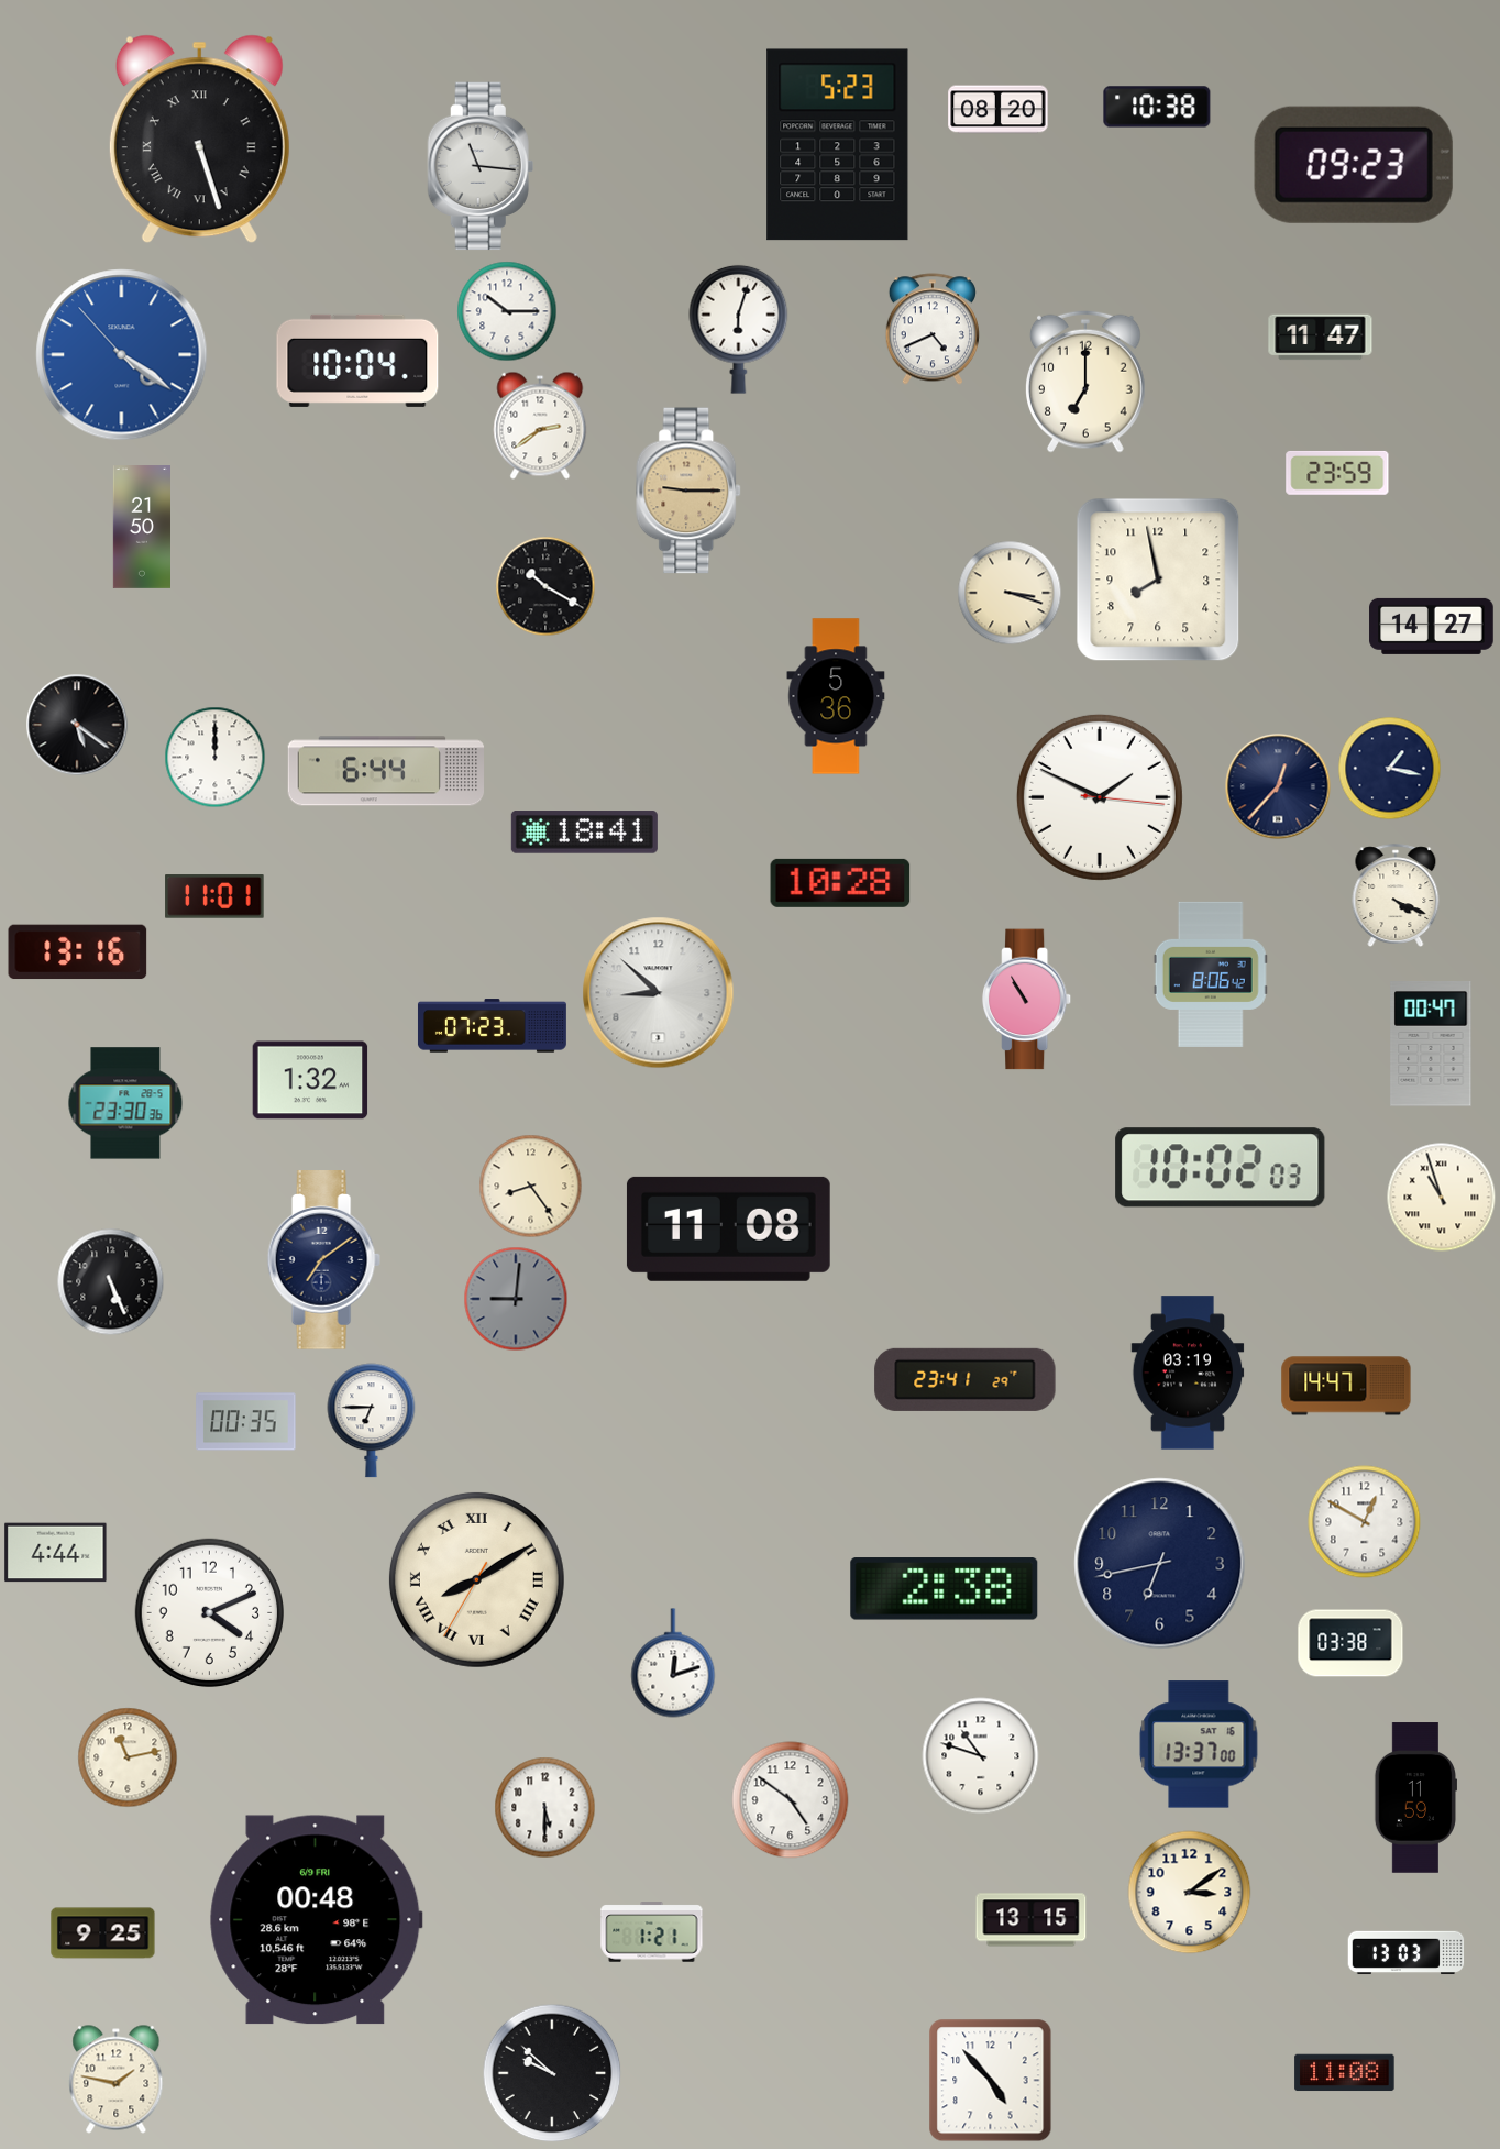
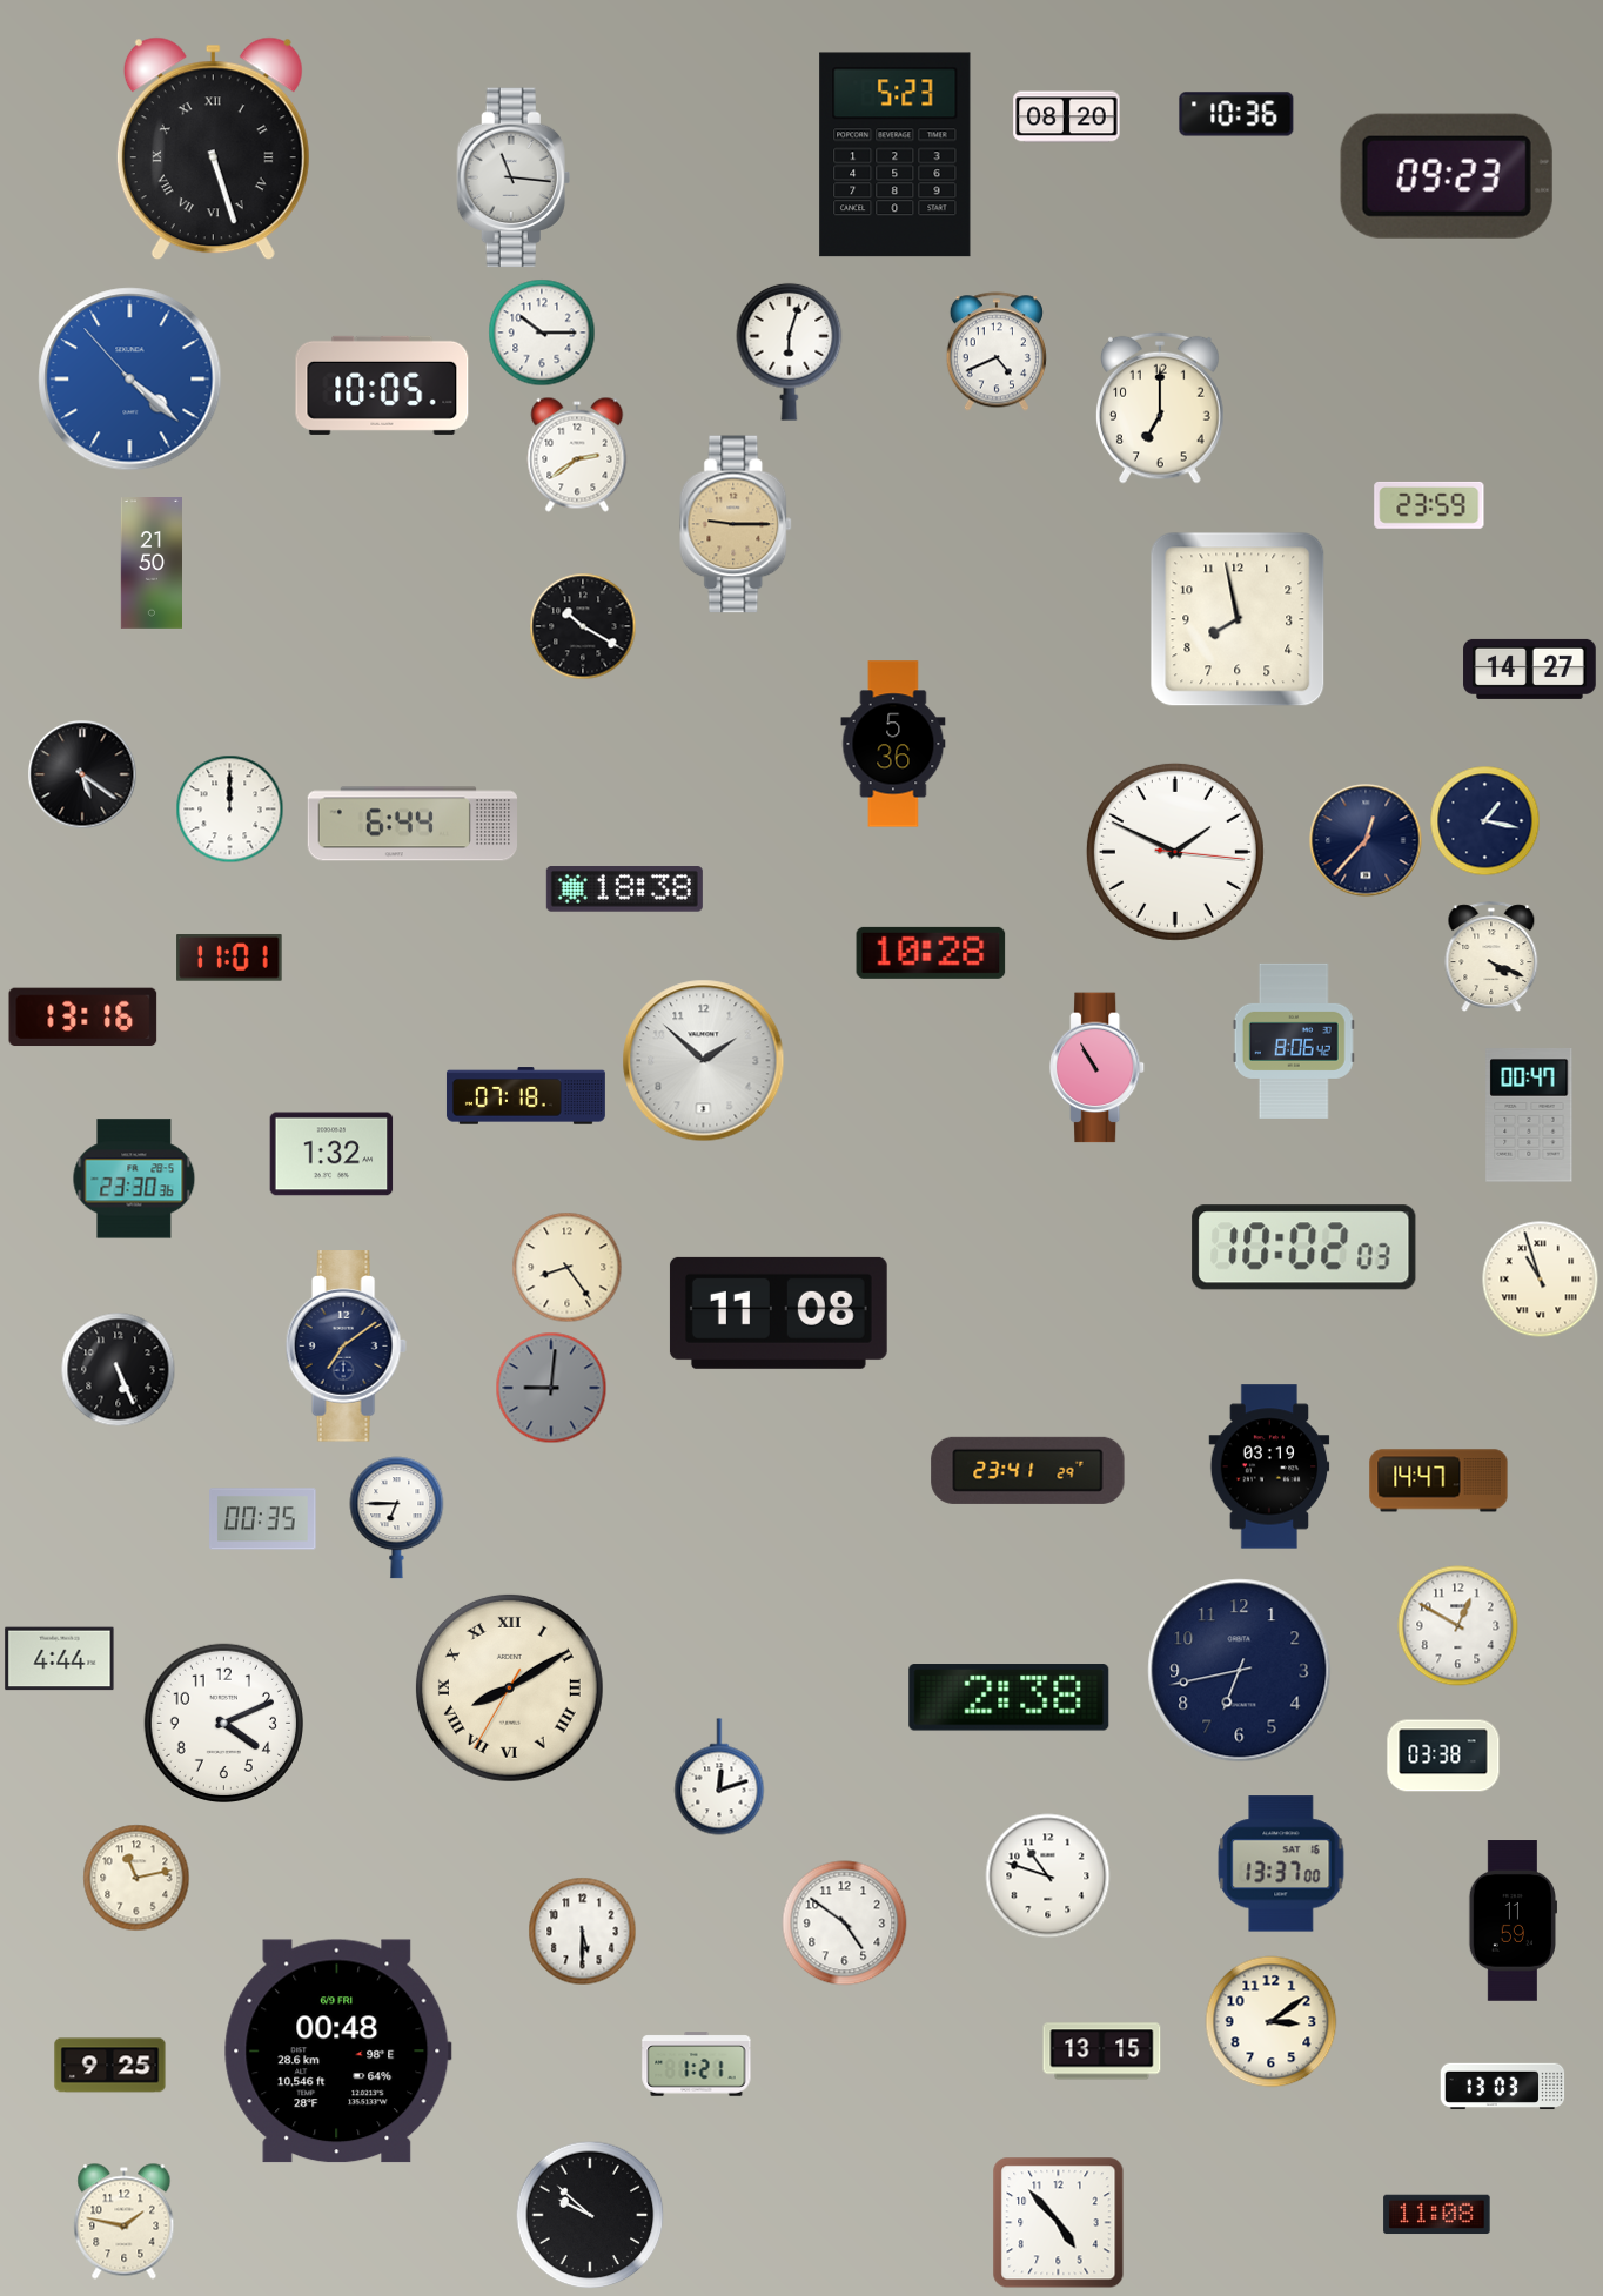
clock at (1157, 107): 10:38 -> 10:36
clock at (1321, 338): 11:47 -> none
clock at (122, 355): 4:20 -> 4:21
clock at (357, 361): 10:04 -> 10:05
clock at (1010, 593): 3:18 -> none
clock at (584, 833): 18:41 -> 18:38
clock at (840, 883) position: (840, 883) -> (931, 953)
clock at (659, 993): 8:52 -> 1:52
clock at (492, 1026): 07:23 -> 07:18
clock at (966, 1379) position: (966, 1379) -> (1028, 1470)
